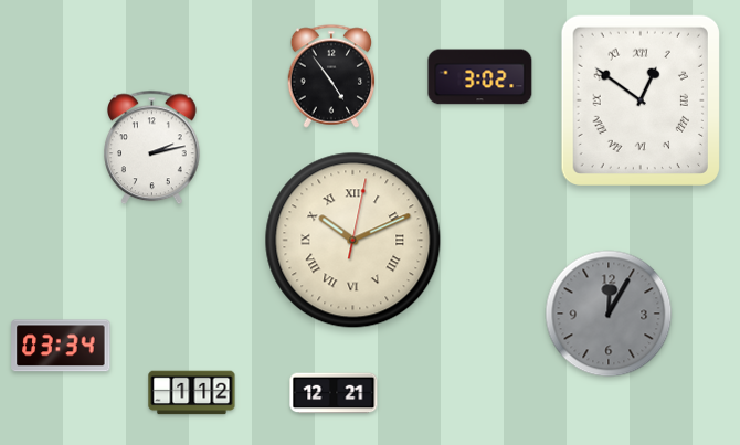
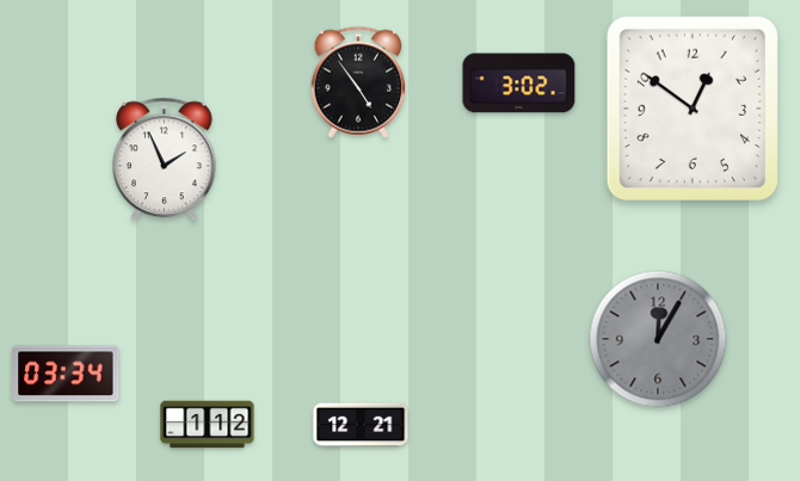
clock at (641, 99) numerals: Roman -> Arabic
clock at (152, 148): 2:13 -> 1:56
clock at (353, 241): 10:11 -> none
